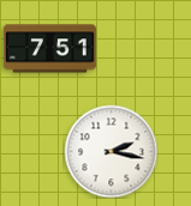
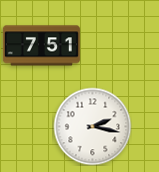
clock at (49, 49) position: (49, 49) -> (41, 46)
